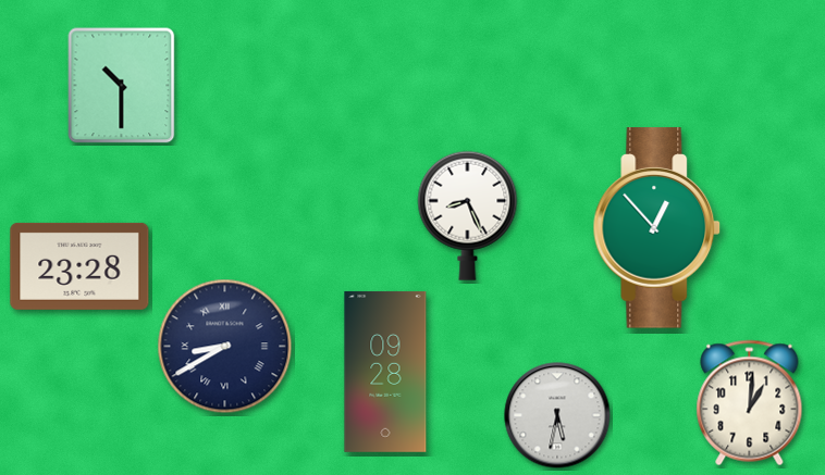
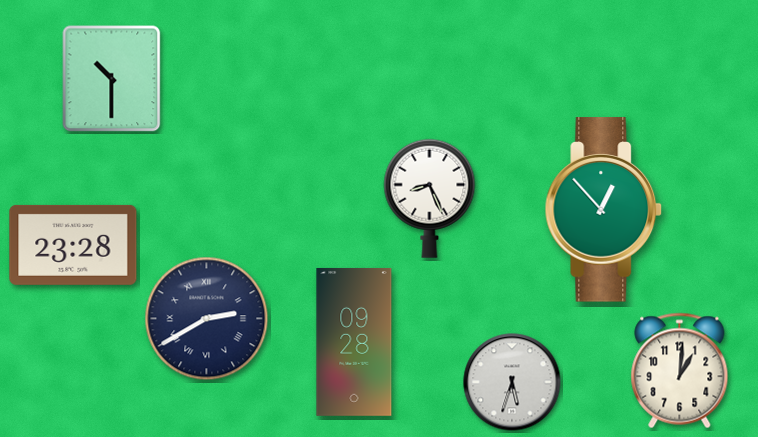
clock at (225, 347): 8:40 -> 2:40
clock at (750, 403) position: (750, 403) -> (680, 371)
clock at (557, 415): 5:32 -> 5:33
